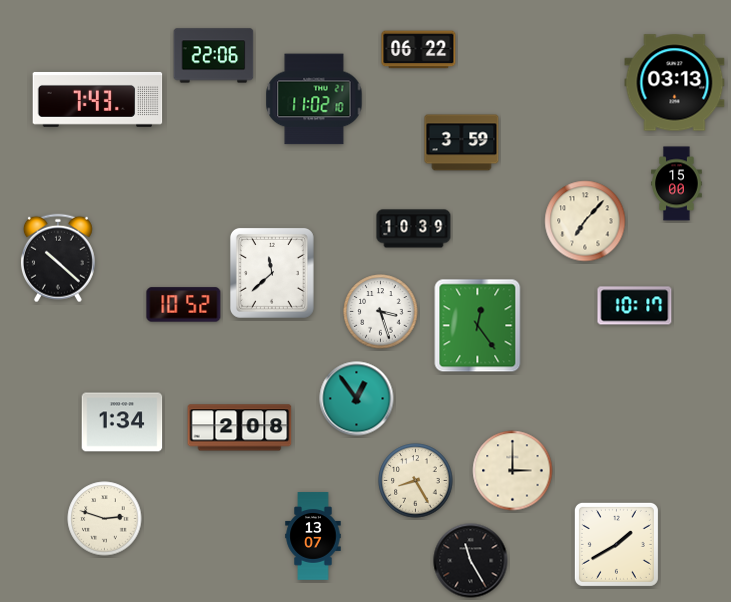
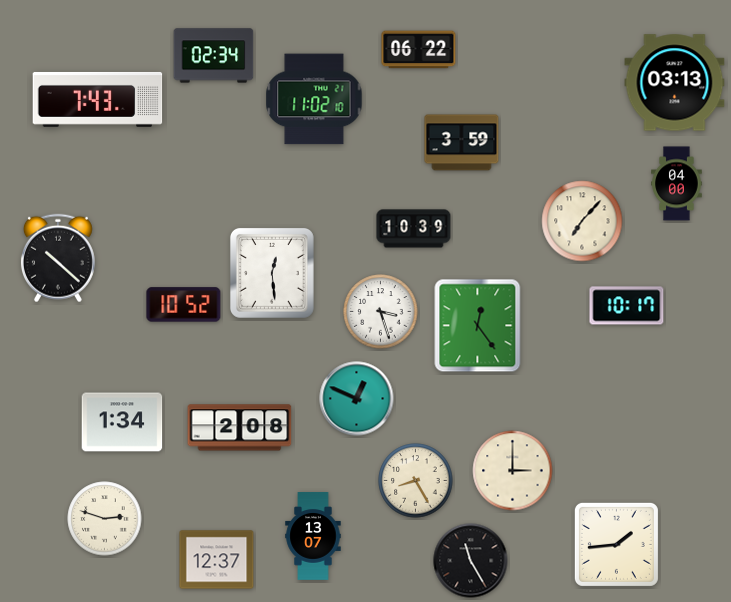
clock at (214, 56): 22:06 -> 02:34
clock at (677, 184): 15:00 -> 04:00
clock at (585, 221) position: (585, 221) -> (582, 221)
clock at (272, 273): 11:38 -> 12:29
clock at (635, 306) position: (635, 306) -> (627, 306)
clock at (357, 399): 12:54 -> 12:49
clock at (616, 544): 1:40 -> 1:44
clock at (217, 560): none -> 12:37
